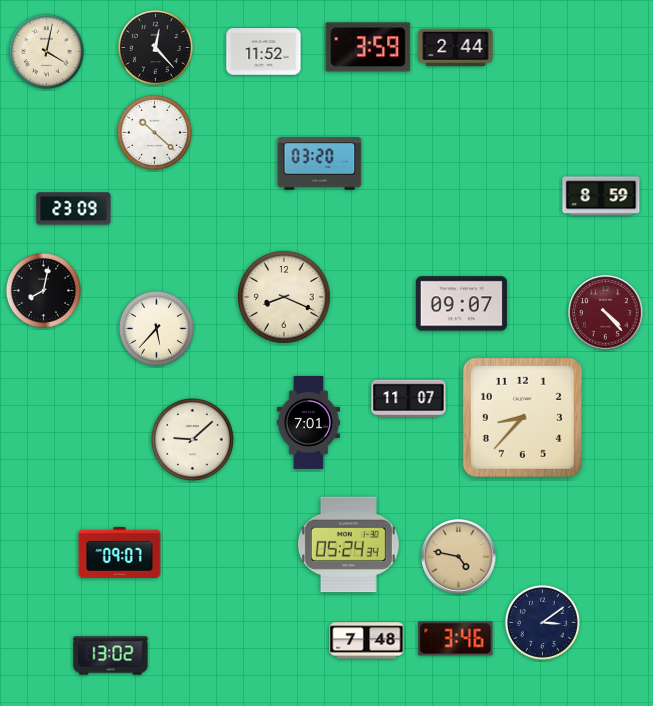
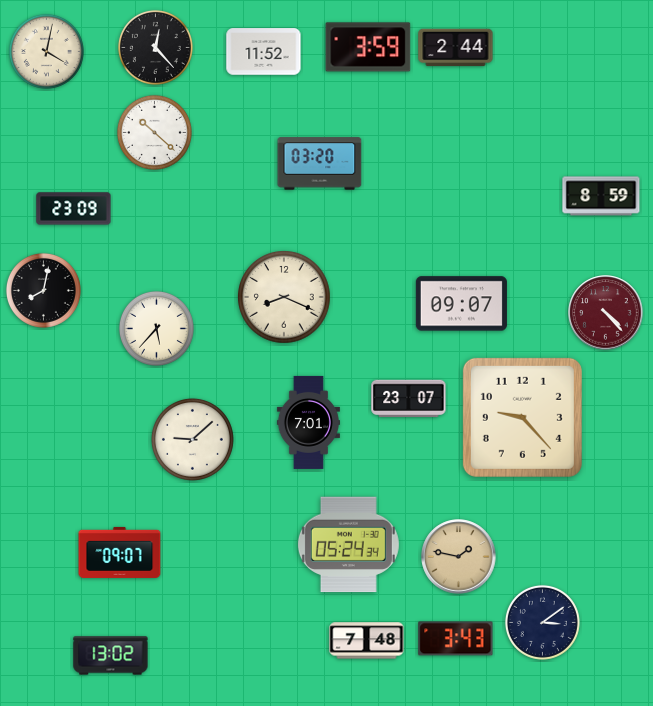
clock at (409, 398): 11:07 -> 23:07
clock at (522, 417): 8:37 -> 9:23
clock at (459, 557): 4:47 -> 1:47
clock at (456, 639): 3:46 -> 3:43
